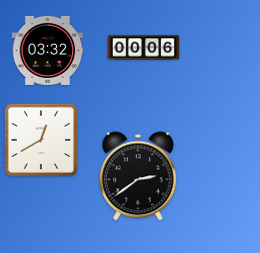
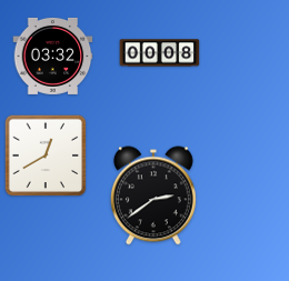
clock at (144, 48): 00:06 -> 00:08
